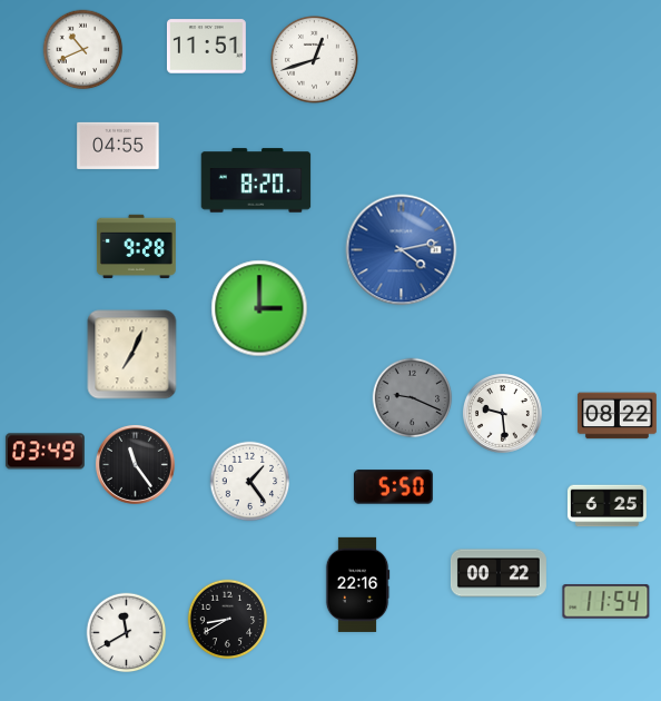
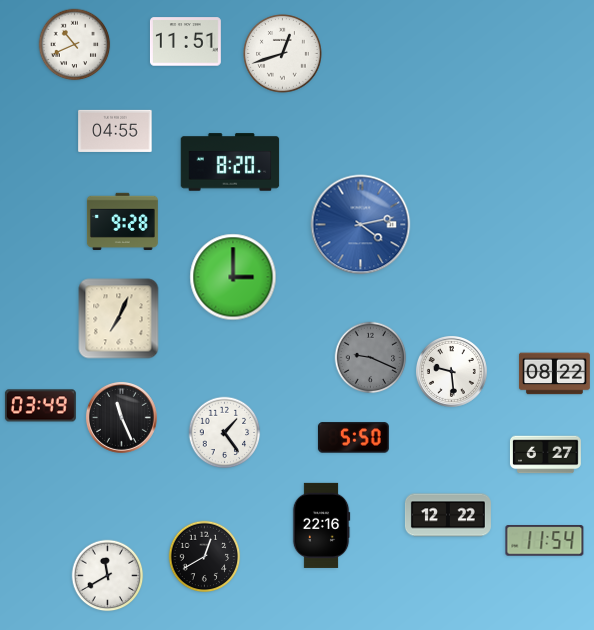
clock at (118, 146) position: (118, 146) -> (115, 131)
clock at (135, 464): 11:24 -> 11:26
clock at (606, 506): 6:25 -> 6:27
clock at (499, 573): 00:22 -> 12:22
clock at (228, 620): 8:40 -> 12:40
clock at (127, 633) position: (127, 633) -> (108, 576)
